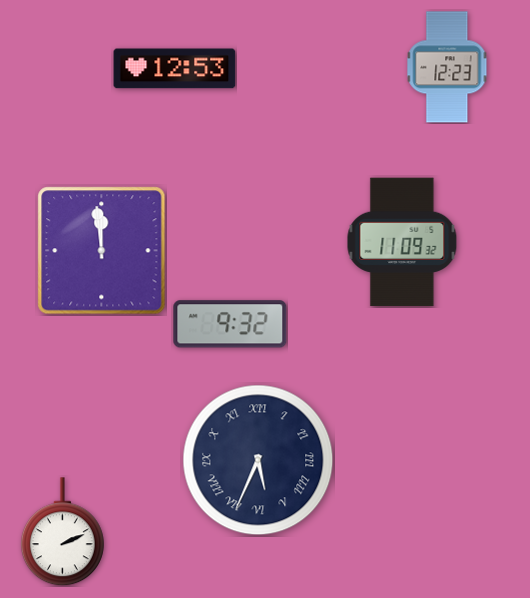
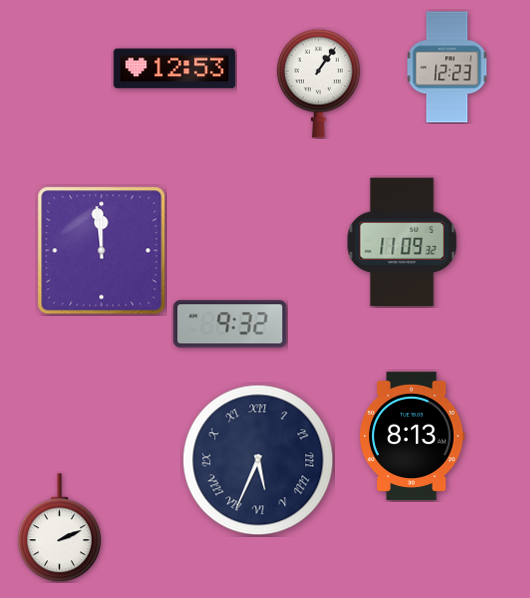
clock at (318, 83): none -> 1:06
clock at (413, 436): none -> 8:13
clock at (62, 532) position: (62, 532) -> (59, 528)
